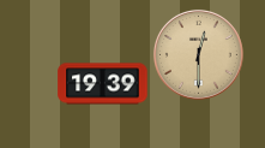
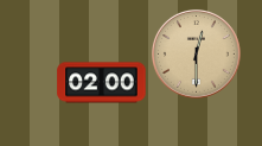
clock at (103, 84): 19:39 -> 02:00
